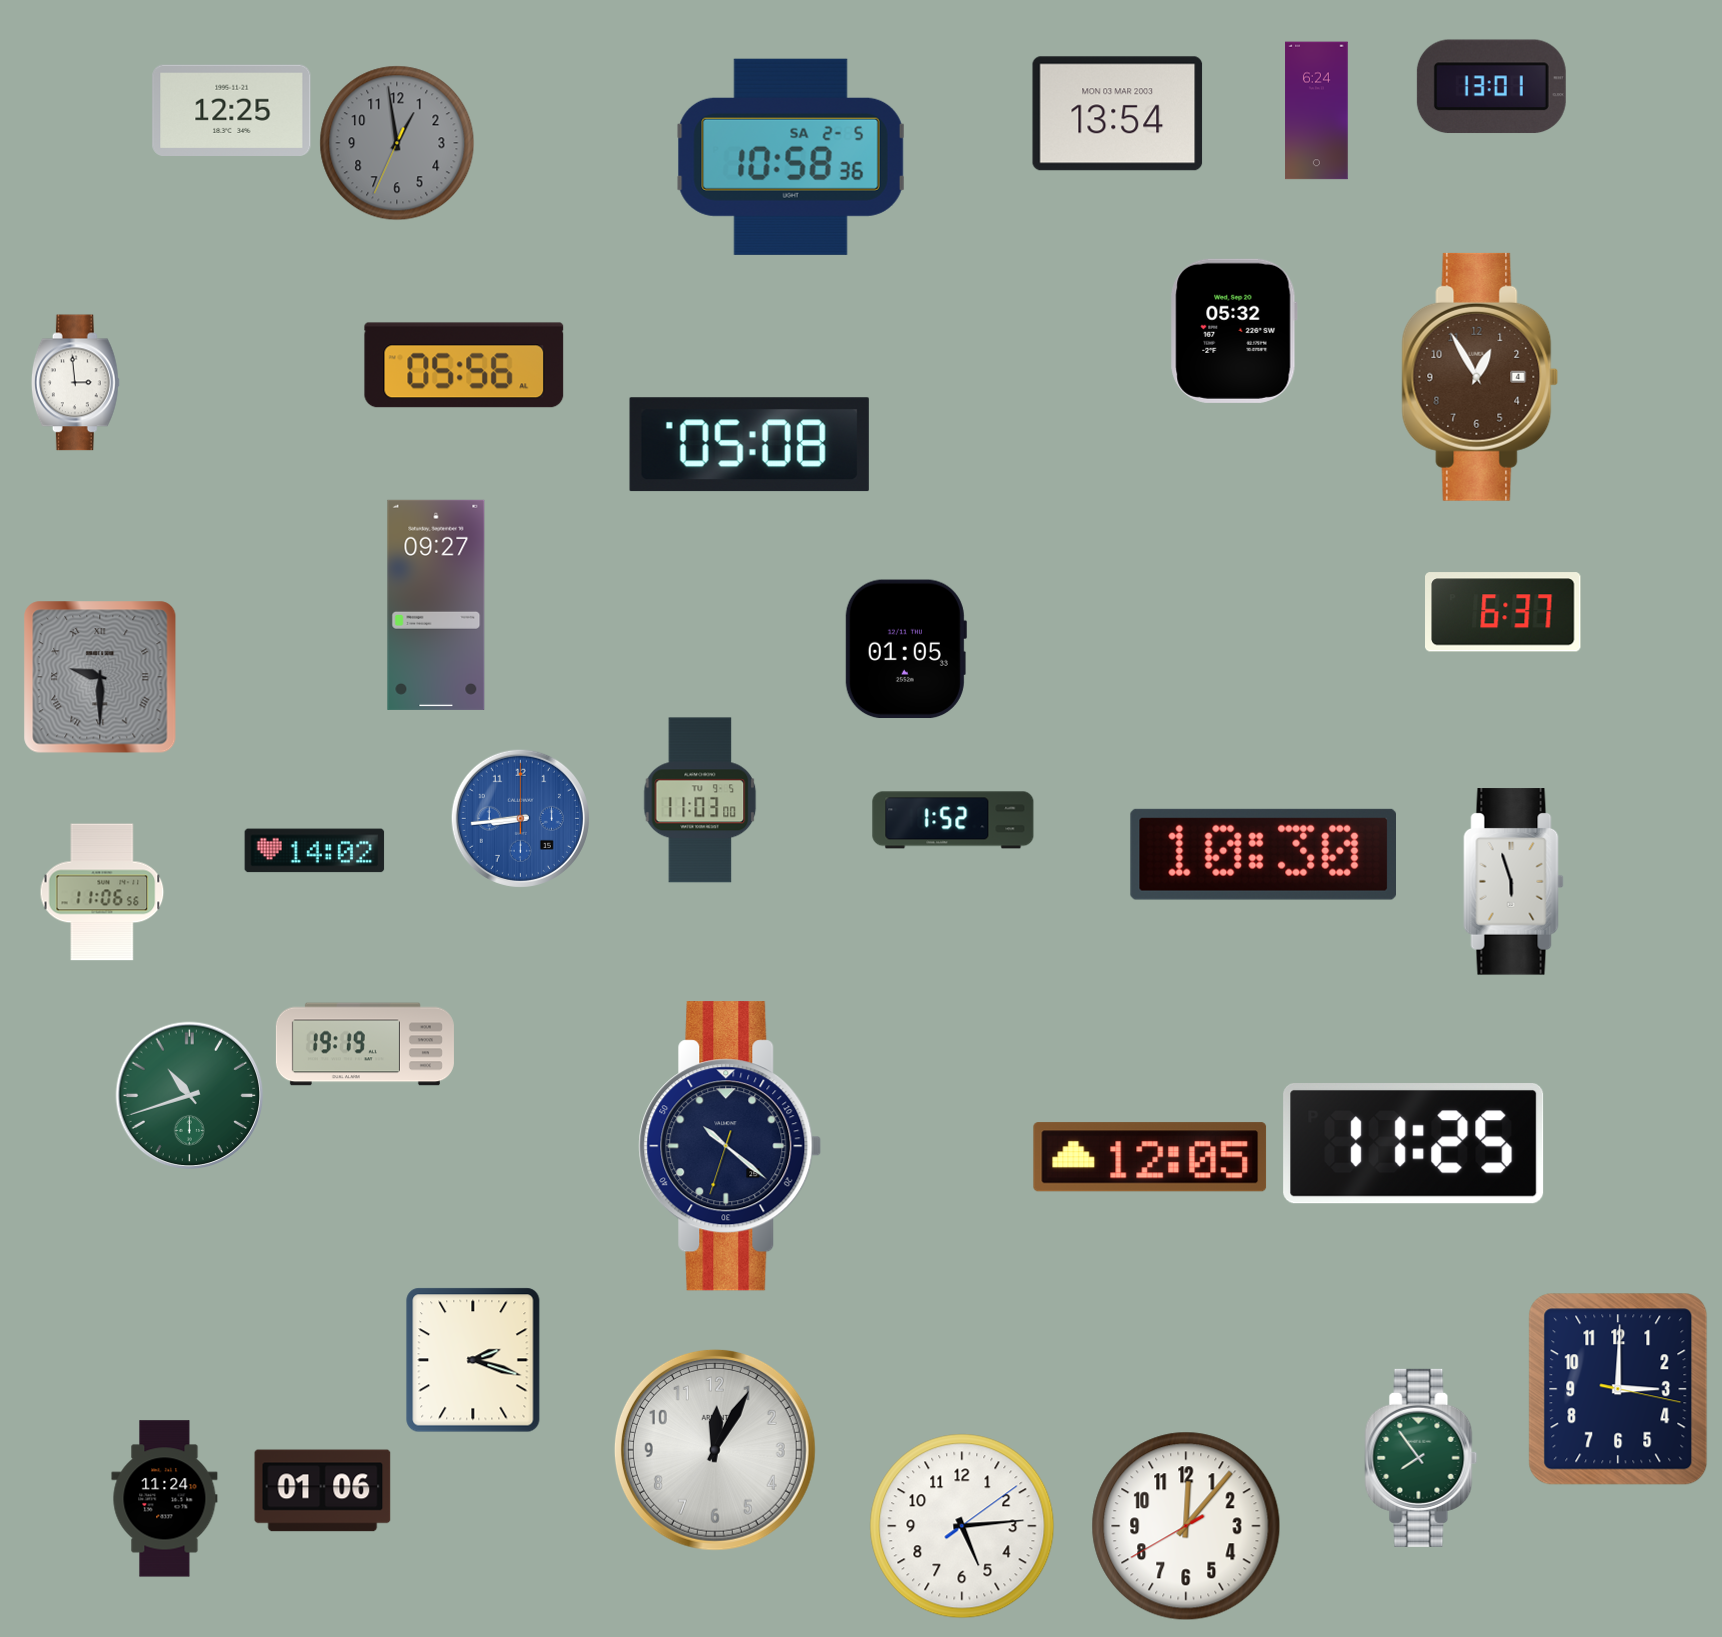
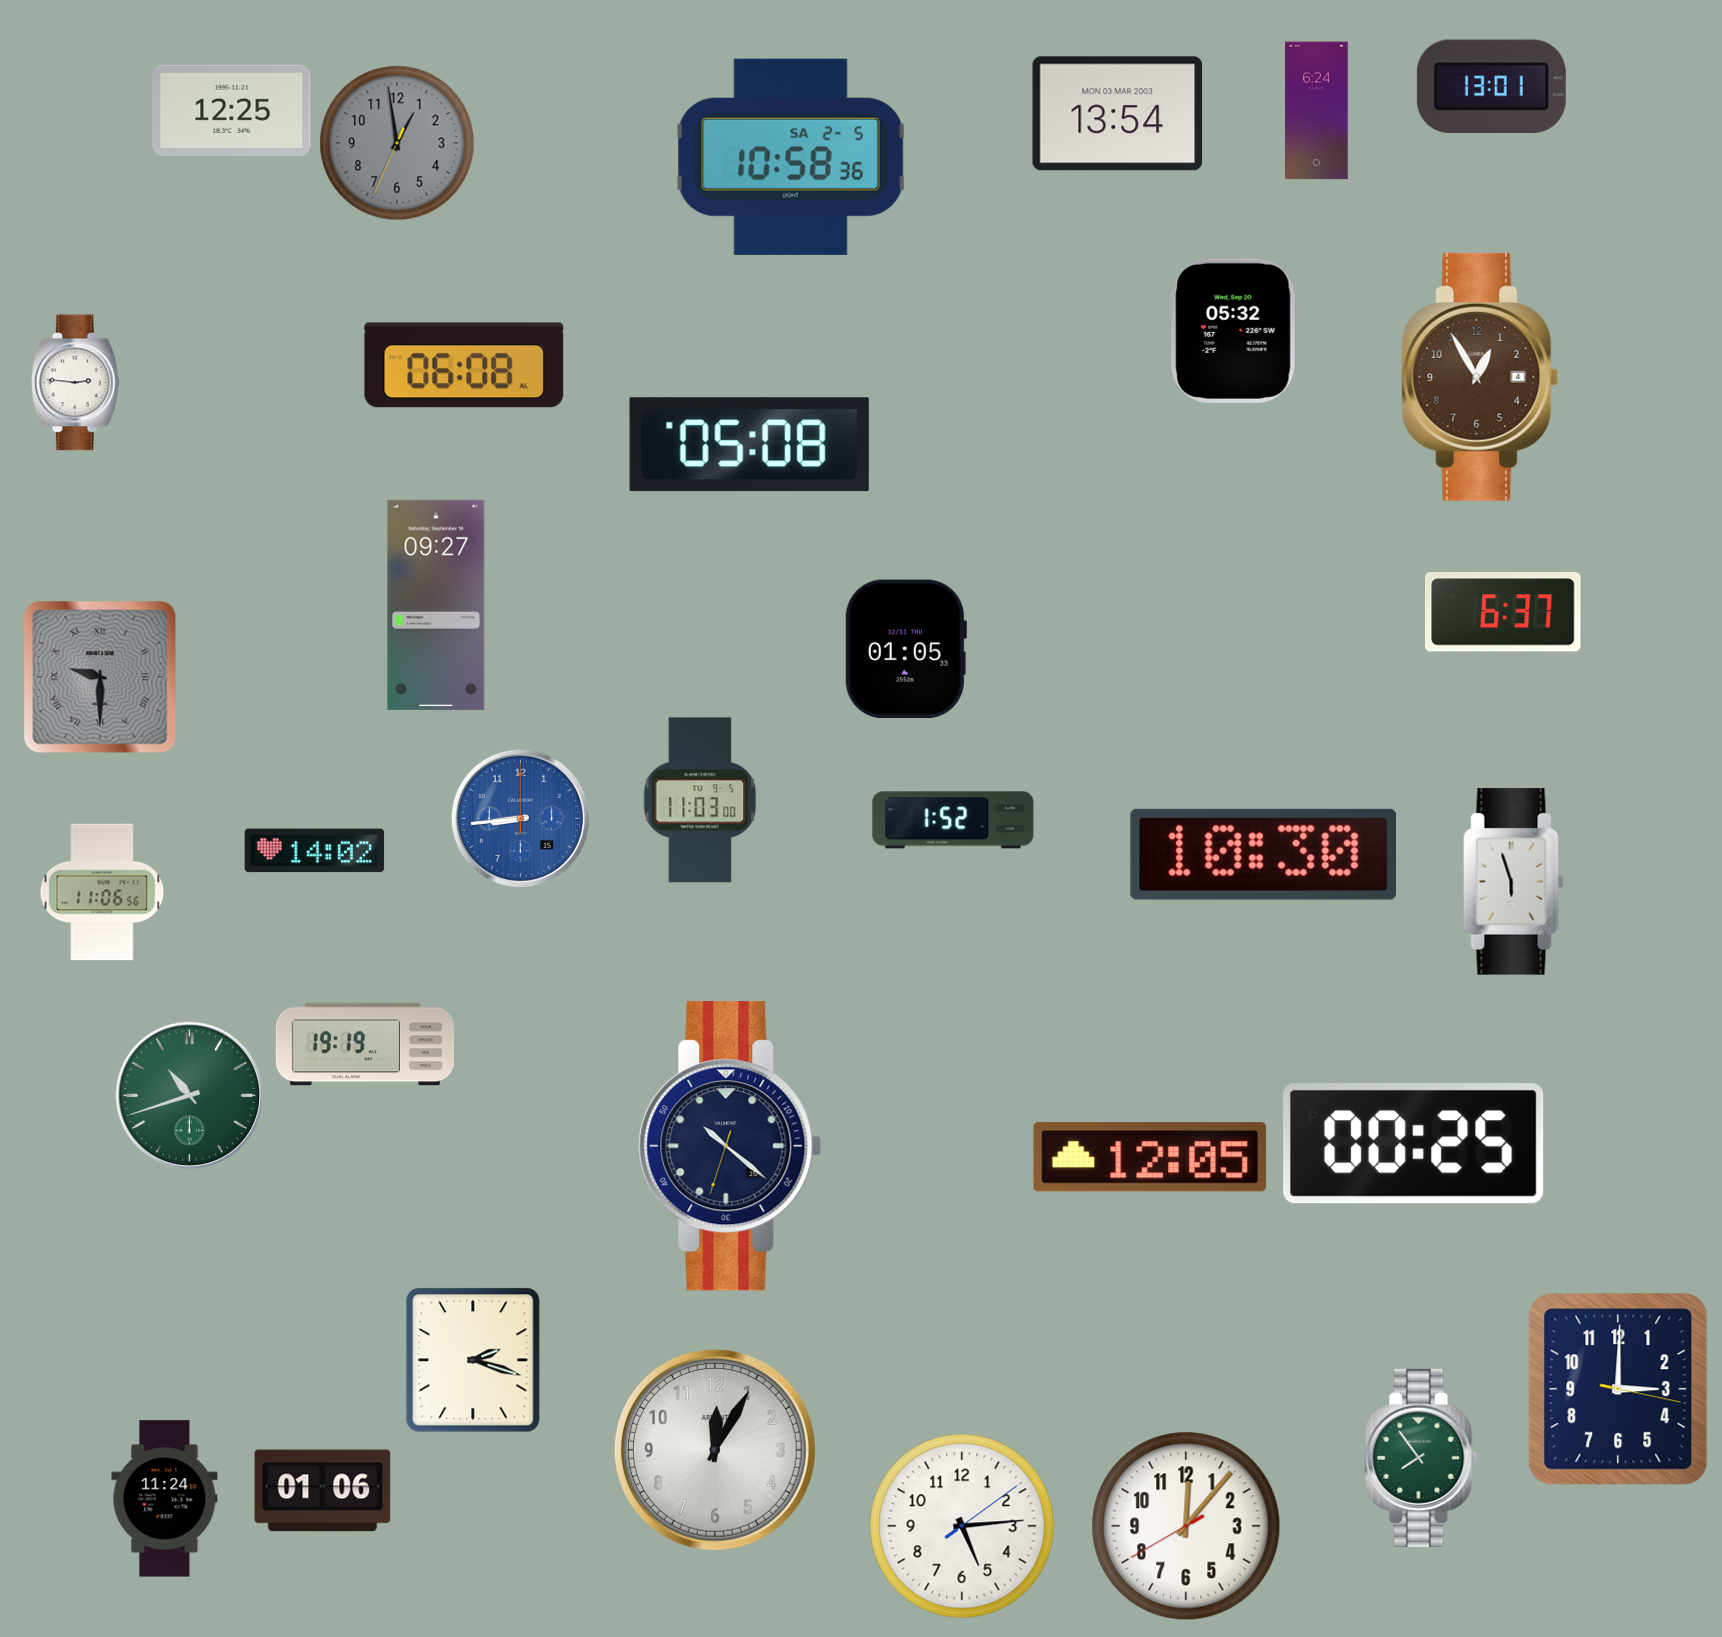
clock at (464, 365): 05:56 -> 06:08
clock at (75, 383): 2:59 -> 2:46
clock at (1414, 1144): 11:25 -> 00:25
